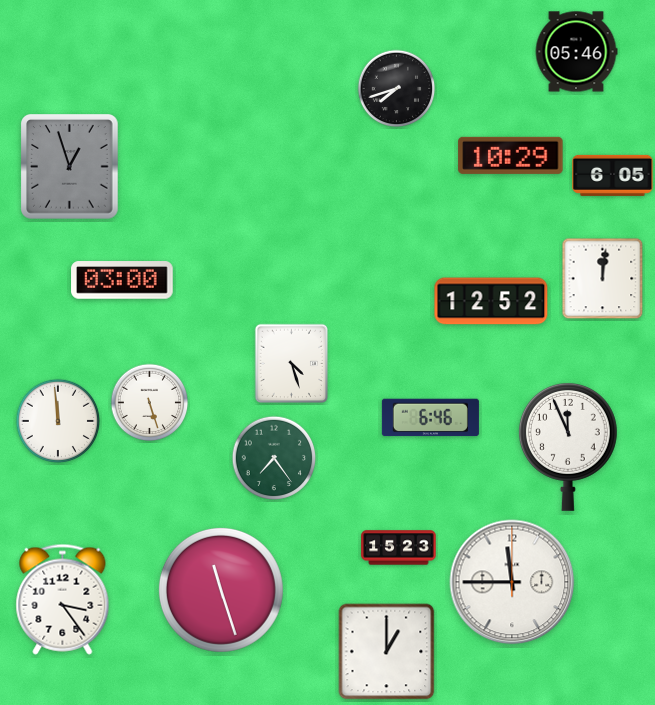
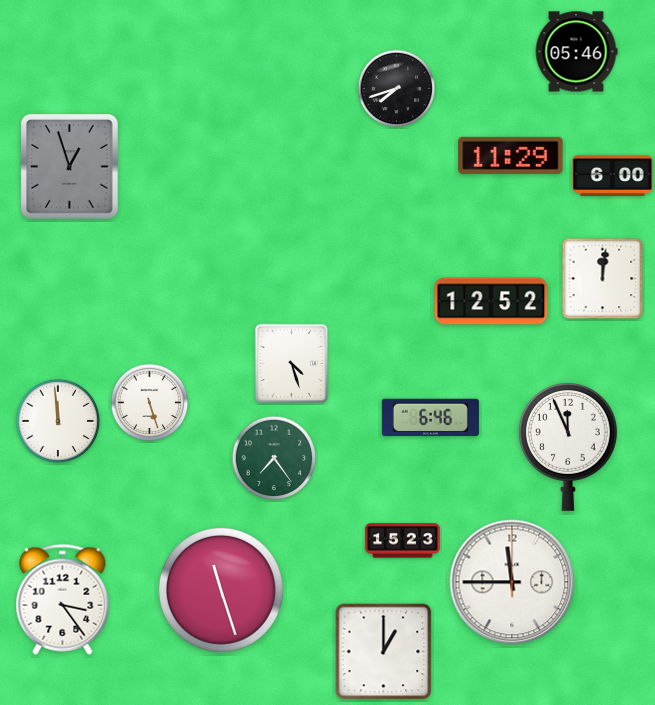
clock at (511, 155): 10:29 -> 11:29
clock at (613, 175): 6:05 -> 6:00
clock at (122, 280): 03:00 -> none
clock at (399, 548) position: (399, 548) -> (403, 541)
clock at (387, 652) position: (387, 652) -> (384, 652)
